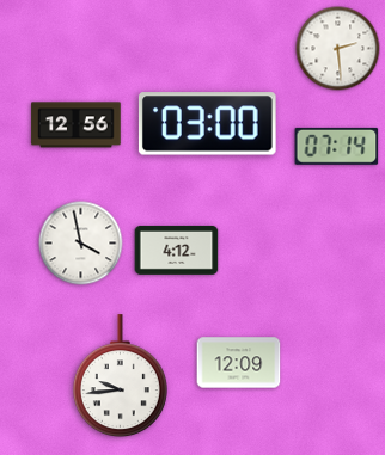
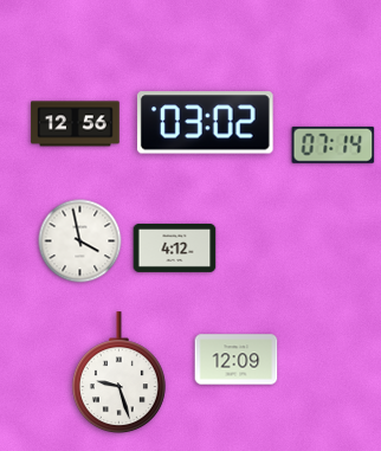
clock at (338, 49): 2:29 -> none
clock at (207, 124): 03:00 -> 03:02
clock at (120, 376): 9:44 -> 9:27
